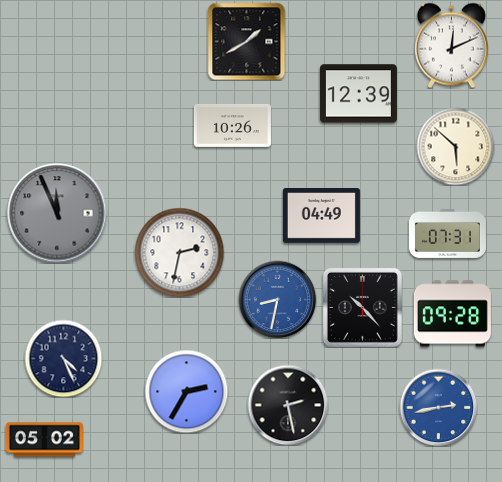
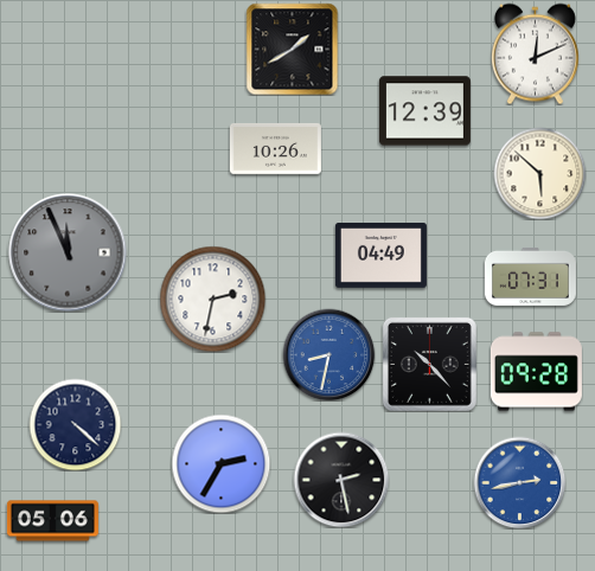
clock at (63, 358): 4:26 -> 4:22
clock at (44, 440): 05:02 -> 05:06
